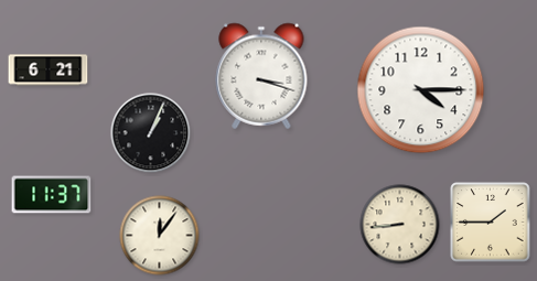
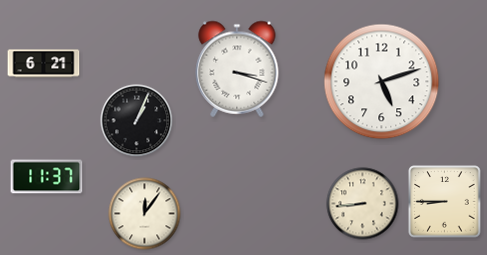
clock at (421, 90): 4:15 -> 5:12
clock at (491, 223): 1:45 -> 8:45
